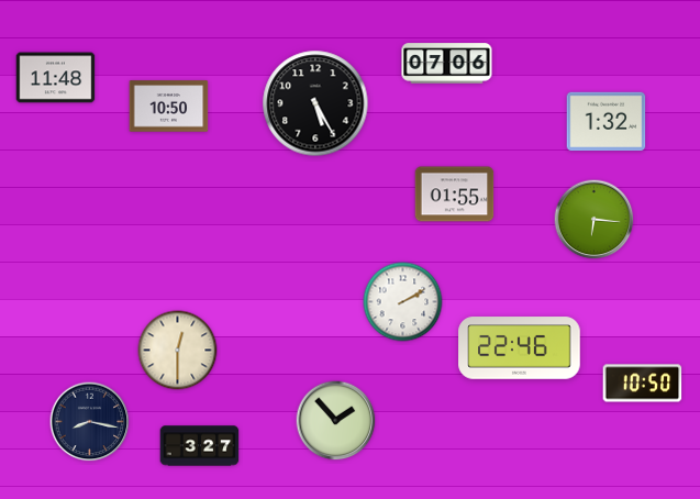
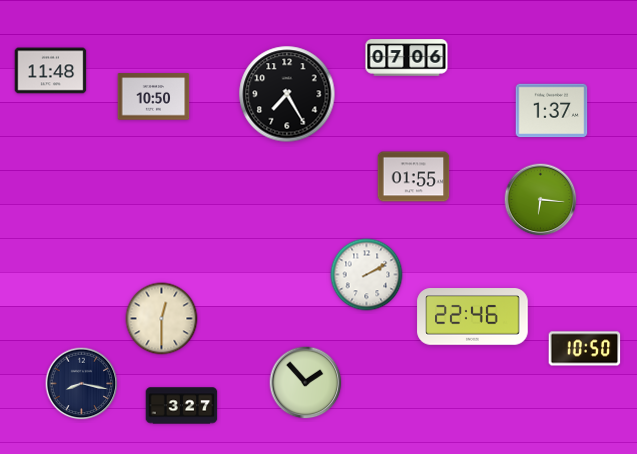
clock at (315, 103): 5:25 -> 7:25
clock at (607, 122): 1:32 -> 1:37
